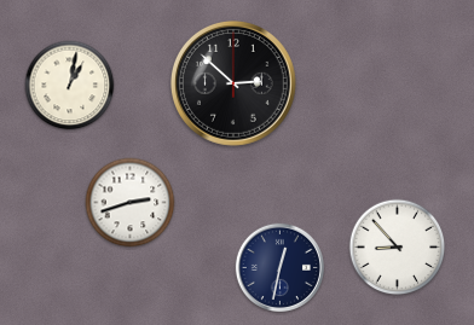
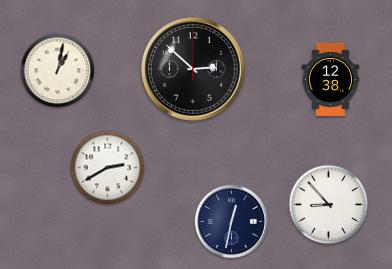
clock at (331, 79): none -> 12:38
clock at (131, 203): 2:42 -> 2:40
